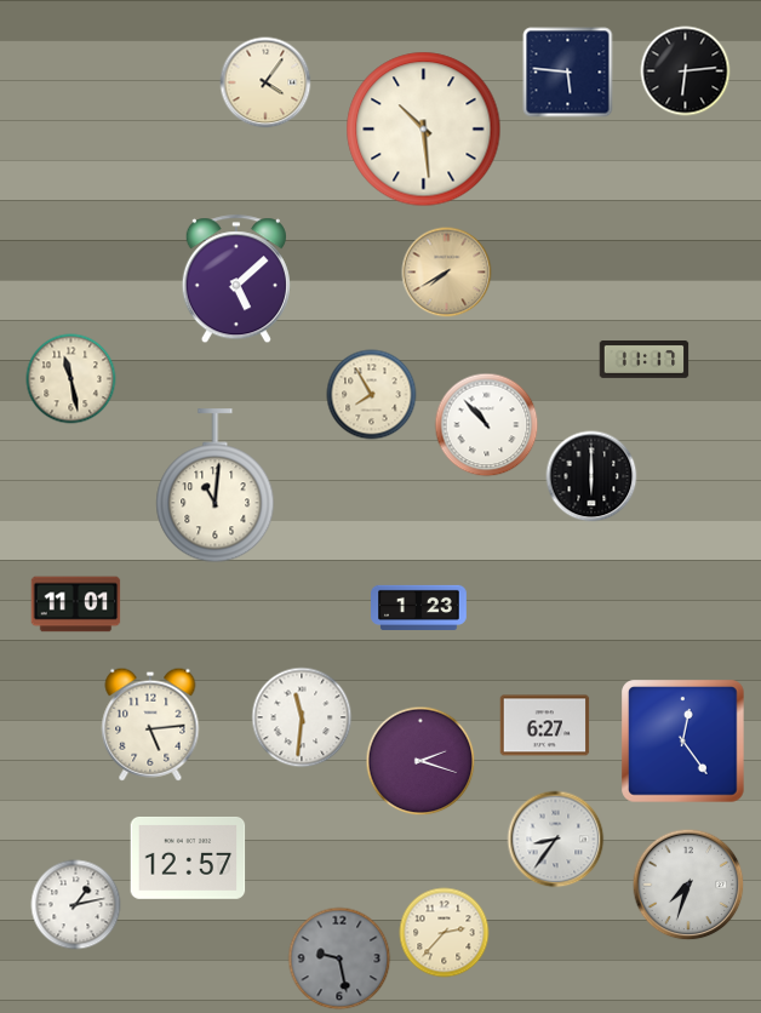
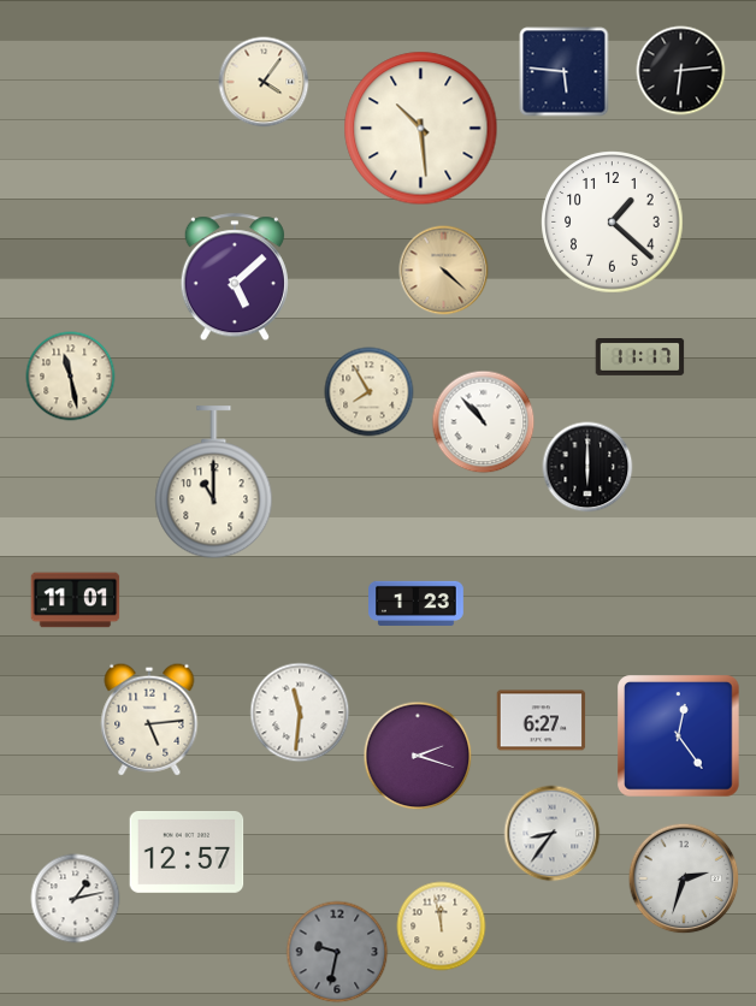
clock at (613, 223): none -> 1:22
clock at (447, 273): 7:40 -> 4:22
clock at (591, 476) position: (591, 476) -> (587, 467)
clock at (216, 486): 11:01 -> 11:00
clock at (688, 885): 7:33 -> 2:33
clock at (445, 933): 2:37 -> 11:58
clock at (339, 958): 9:28 -> 9:32
